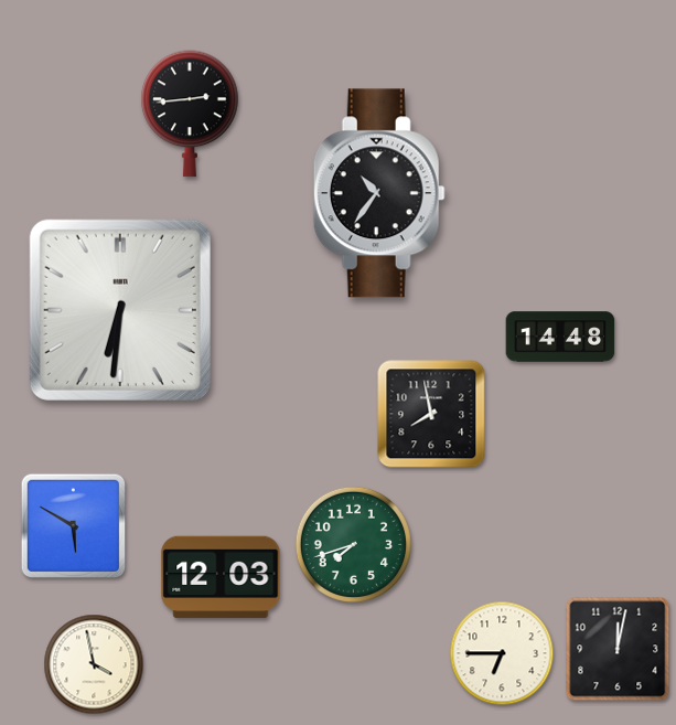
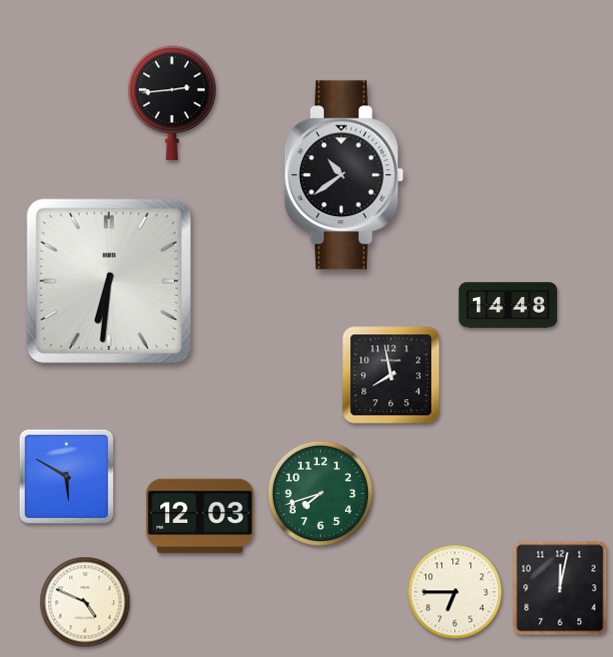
clock at (379, 193): 10:36 -> 10:39
clock at (221, 577) position: (221, 577) -> (200, 516)
clock at (94, 664): 3:58 -> 4:49
